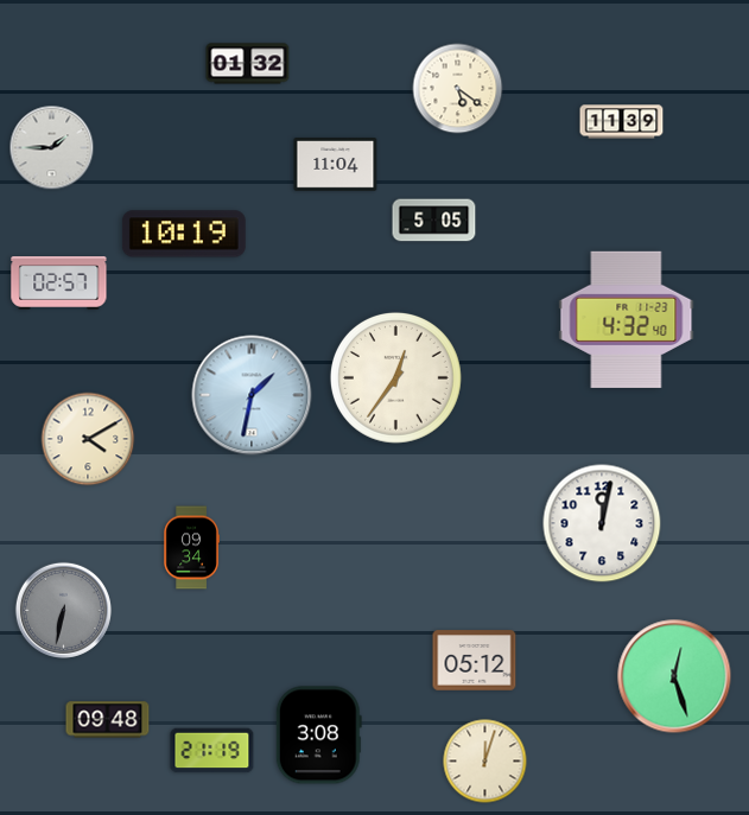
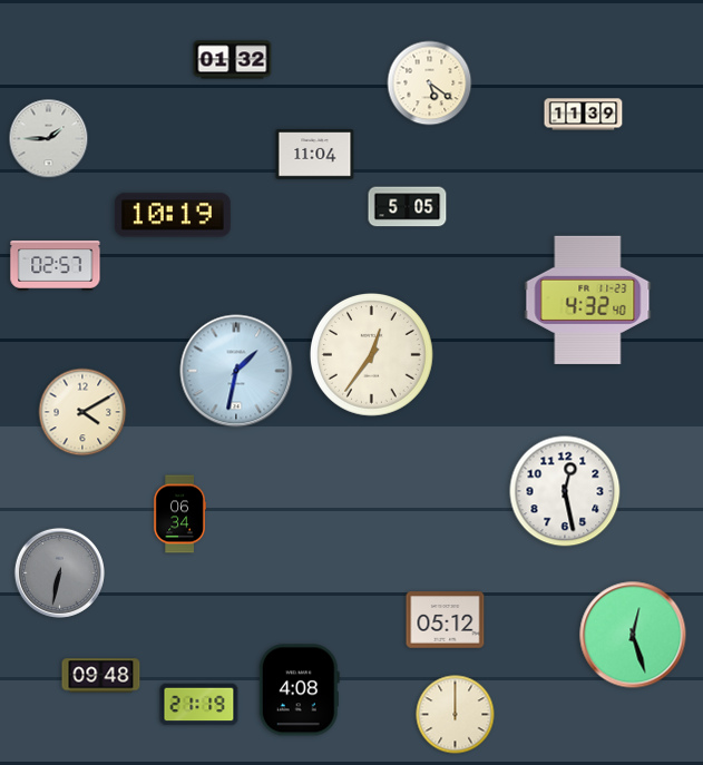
clock at (184, 234) position: (184, 234) -> (173, 215)
clock at (602, 523): 12:02 -> 12:28
clock at (191, 548): 09:34 -> 06:34
clock at (318, 736): 3:08 -> 4:08
clock at (485, 762): 12:03 -> 12:00
